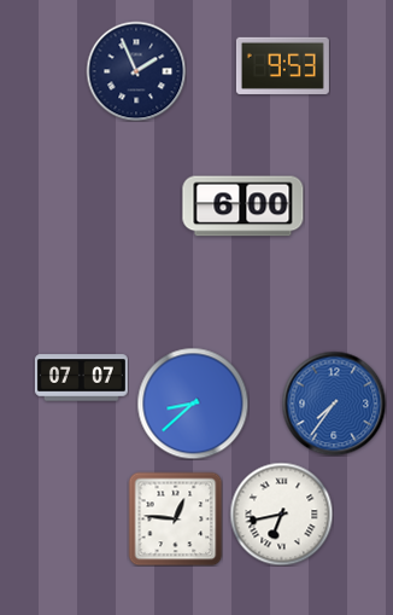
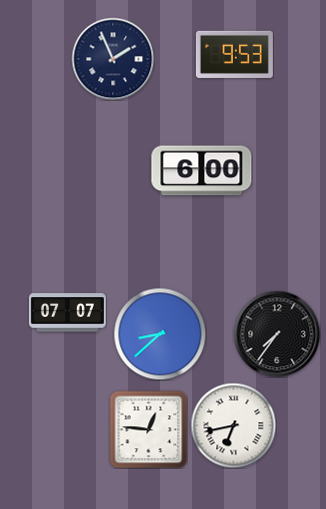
clock at (334, 404) dial: blue -> black
clock at (175, 518) position: (175, 518) -> (148, 429)
